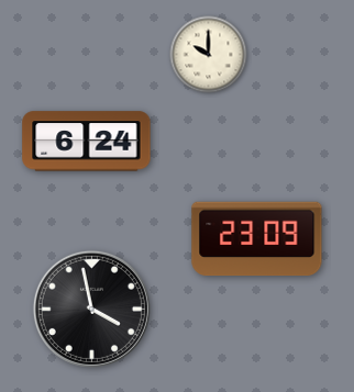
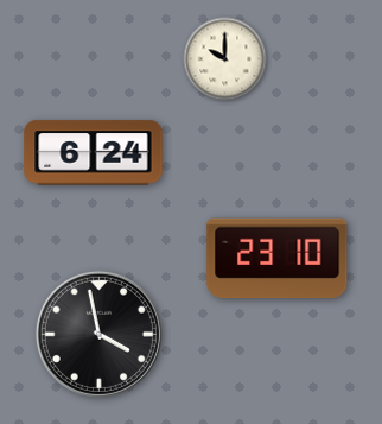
clock at (257, 239): 23:09 -> 23:10
